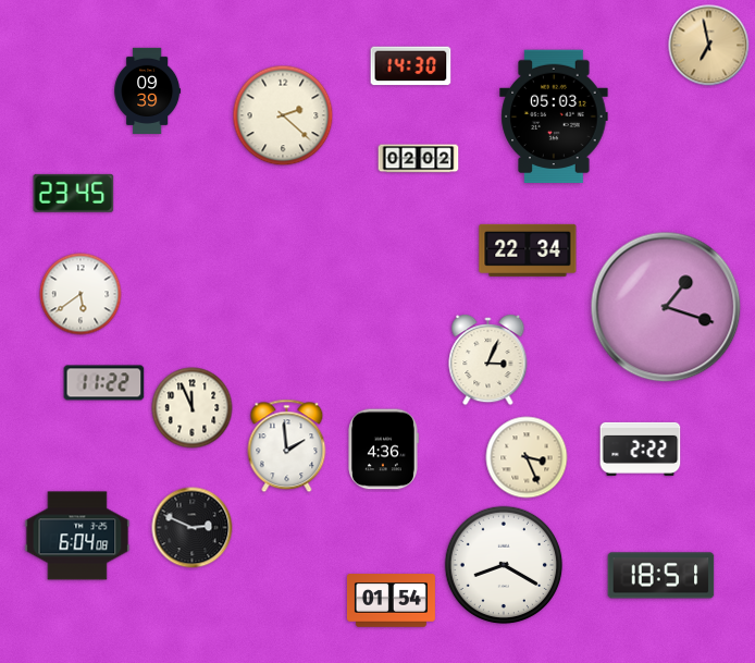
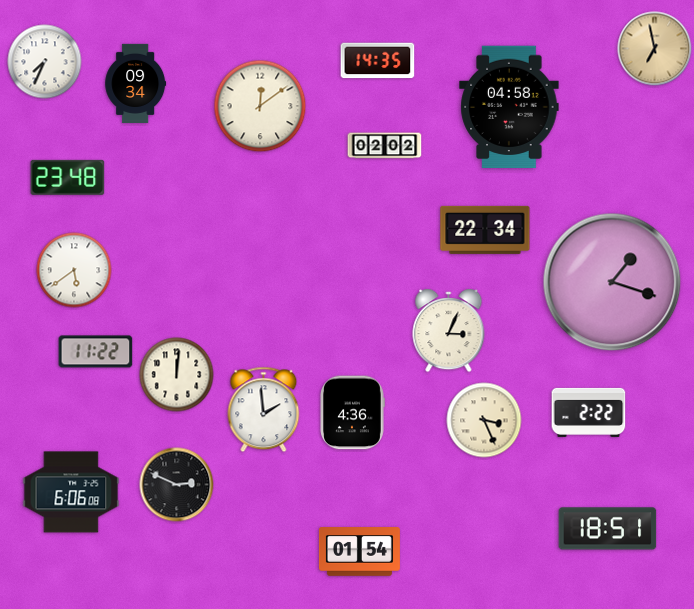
clock at (709, 46) position: (709, 46) -> (655, 49)
clock at (411, 66): 14:30 -> 14:35
clock at (45, 62): none -> 7:34
clock at (148, 90): 09:39 -> 09:34
clock at (283, 115): 2:22 -> 12:09
clock at (554, 116): 05:03 -> 04:58
clock at (74, 193): 23:45 -> 23:48
clock at (193, 408): 11:56 -> 12:01
clock at (77, 536): 6:04 -> 6:06
clock at (504, 565): 8:20 -> none
